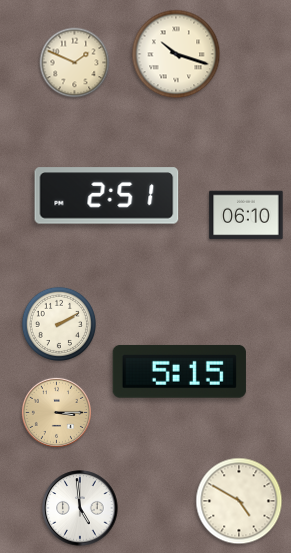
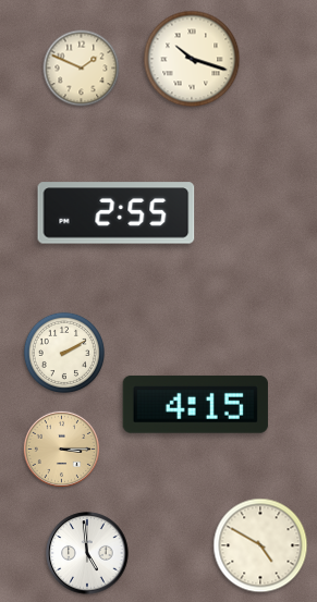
clock at (107, 196): 2:51 -> 2:55
clock at (246, 215): 06:10 -> none
clock at (179, 371): 5:15 -> 4:15
